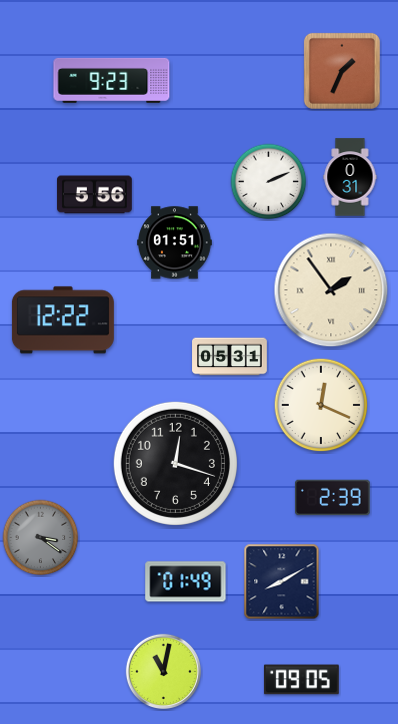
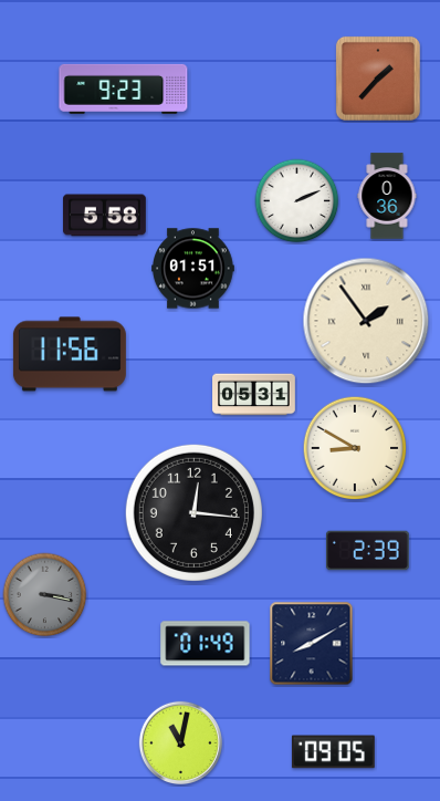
clock at (342, 71): 1:34 -> 1:37
clock at (350, 177): 0:31 -> 0:36
clock at (95, 195): 5:56 -> 5:58
clock at (63, 320): 12:22 -> 11:56
clock at (321, 405): 12:19 -> 8:50
clock at (175, 463): 12:18 -> 12:16
clock at (41, 538): 3:21 -> 3:17
